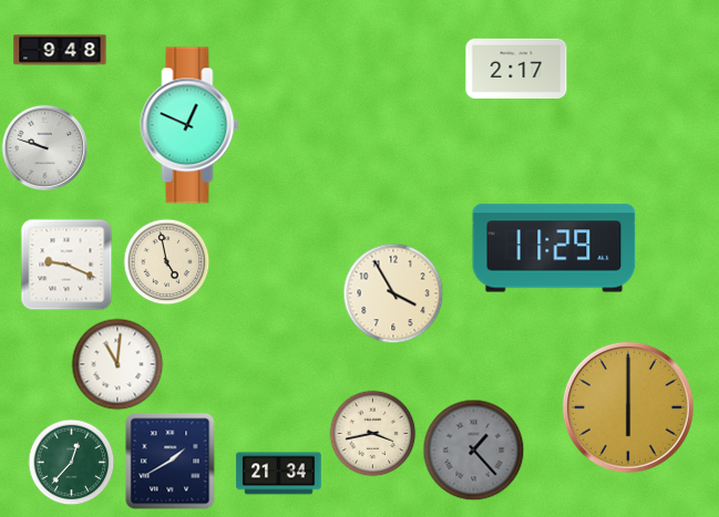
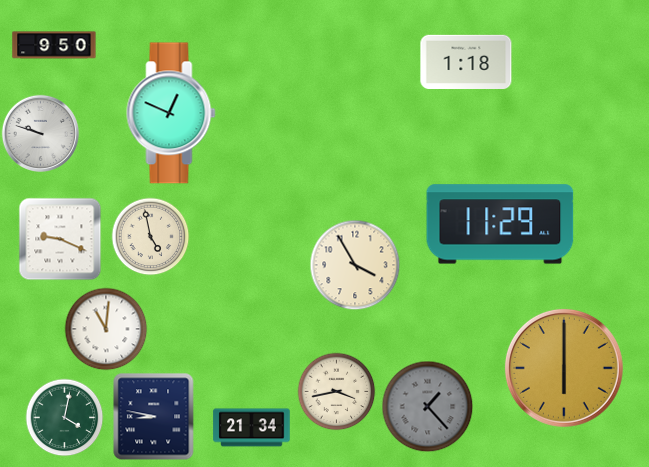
clock at (60, 50): 9:48 -> 9:50
clock at (516, 68): 2:17 -> 1:18
clock at (628, 407) position: (628, 407) -> (564, 368)
clock at (171, 461): 1:40 -> 8:47
clock at (71, 462): 12:37 -> 4:02
